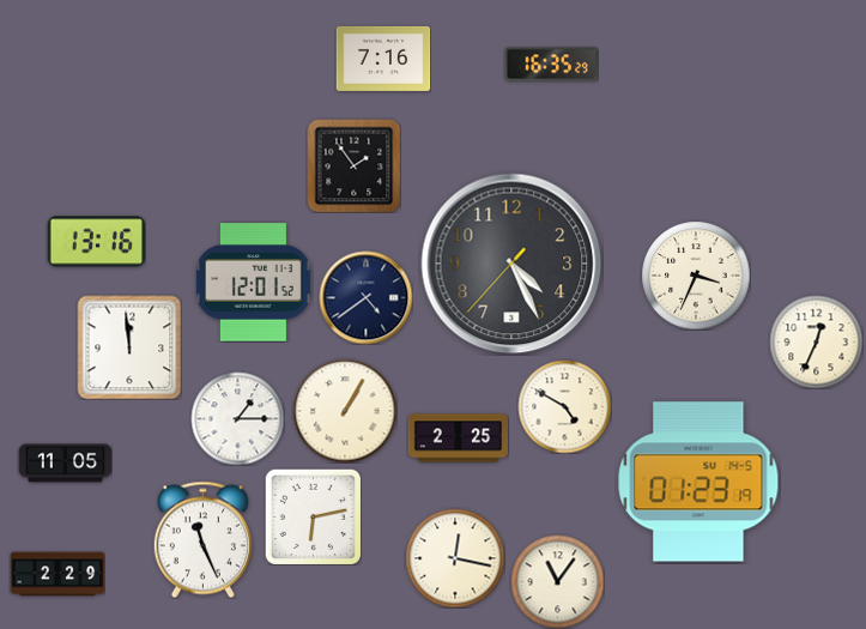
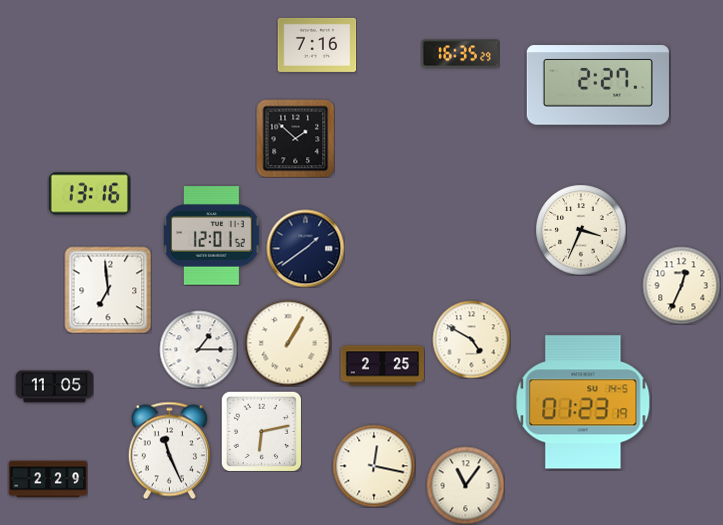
clock at (383, 59) position: (383, 59) -> (317, 45)
clock at (598, 85): none -> 2:27
clock at (353, 165): 1:54 -> 1:52
clock at (96, 242) position: (96, 242) -> (89, 194)
clock at (511, 264): 4:25 -> none
clock at (365, 297): 4:39 -> 1:39
clock at (129, 347): 11:59 -> 6:59
clock at (455, 558) position: (455, 558) -> (374, 466)
